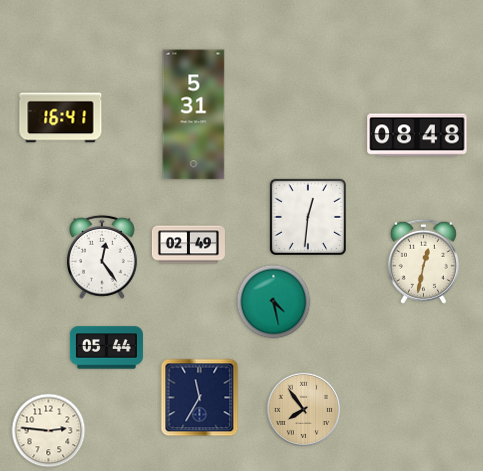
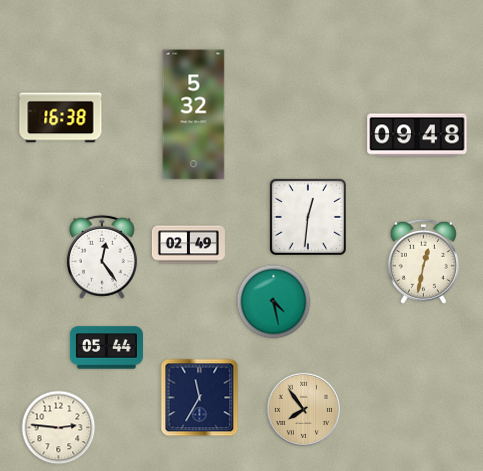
clock at (194, 115): 5:31 -> 5:32
clock at (61, 118): 16:41 -> 16:38
clock at (417, 135): 08:48 -> 09:48
clock at (49, 431) position: (49, 431) -> (59, 428)
